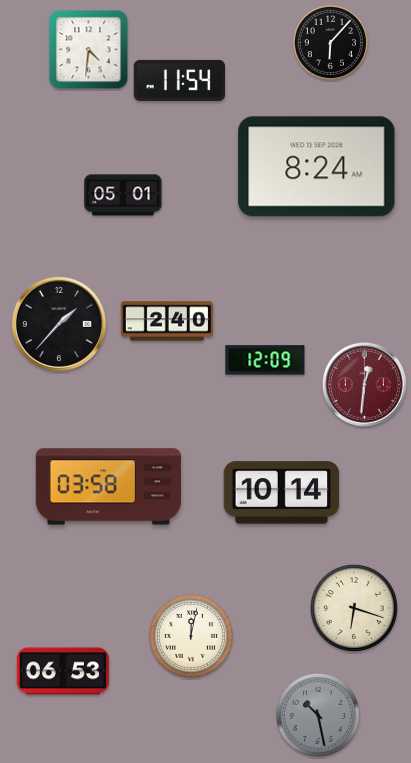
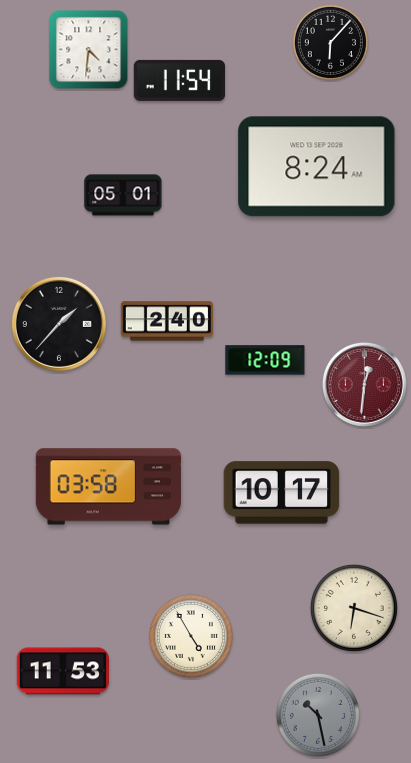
clock at (282, 493): 10:14 -> 10:17
clock at (191, 636): 12:02 -> 4:55
clock at (63, 671): 06:53 -> 11:53
